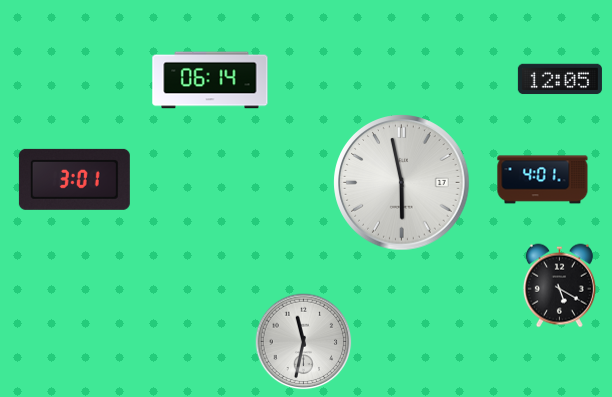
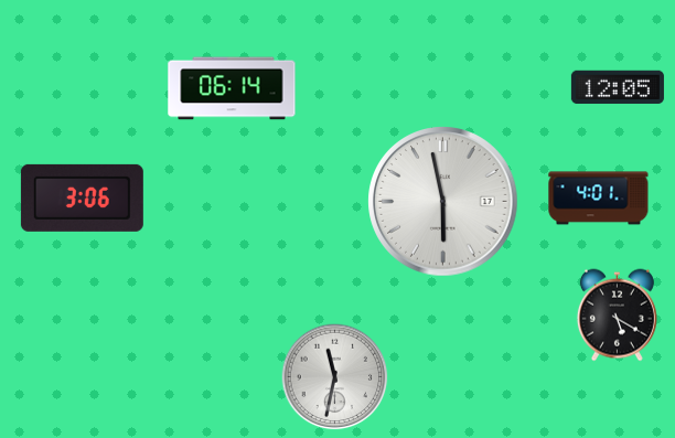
clock at (74, 179): 3:01 -> 3:06
